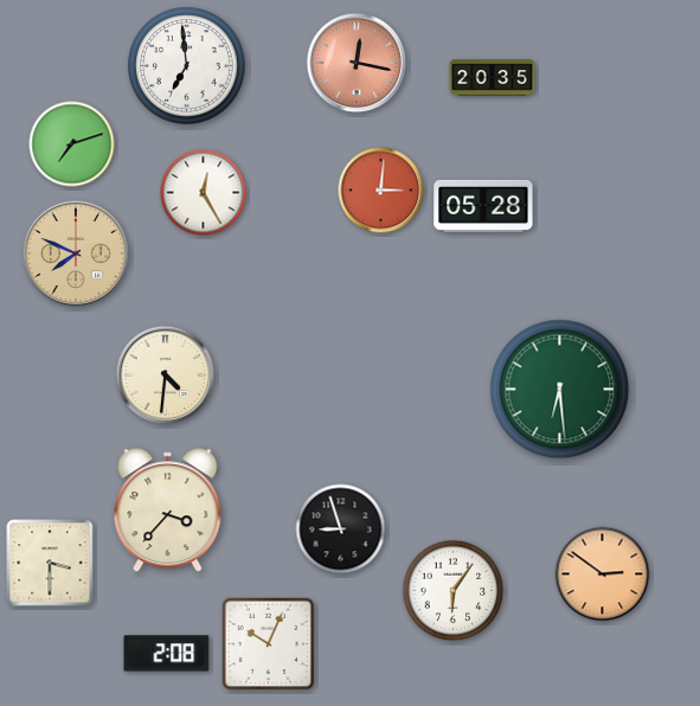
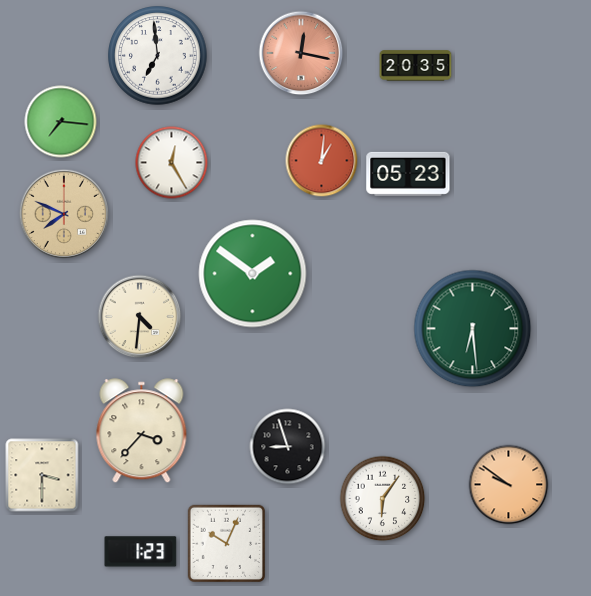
clock at (72, 145): 7:12 -> 7:16
clock at (381, 191): 3:01 -> 1:01
clock at (483, 206): 05:28 -> 05:23
clock at (253, 274): none -> 1:51
clock at (603, 575): 2:51 -> 9:51
clock at (167, 654): 2:08 -> 1:23
